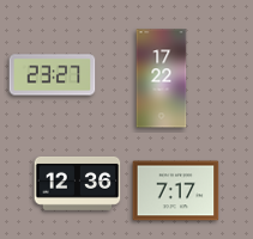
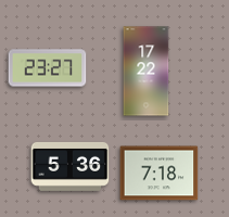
clock at (78, 183): 12:36 -> 5:36
clock at (176, 191): 7:17 -> 7:18
